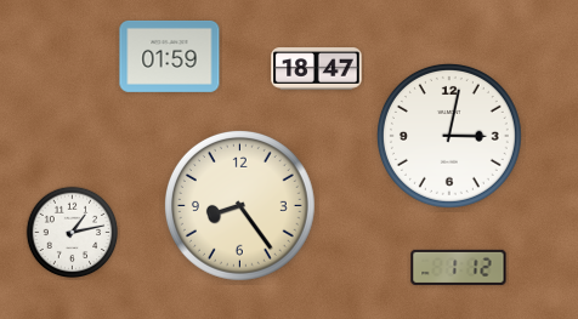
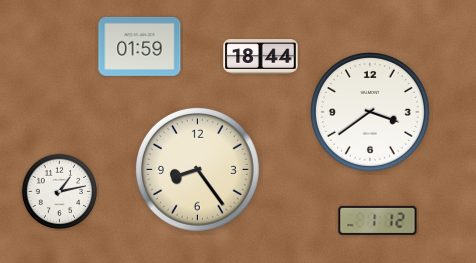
clock at (317, 69): 18:47 -> 18:44
clock at (449, 136): 3:02 -> 3:39
